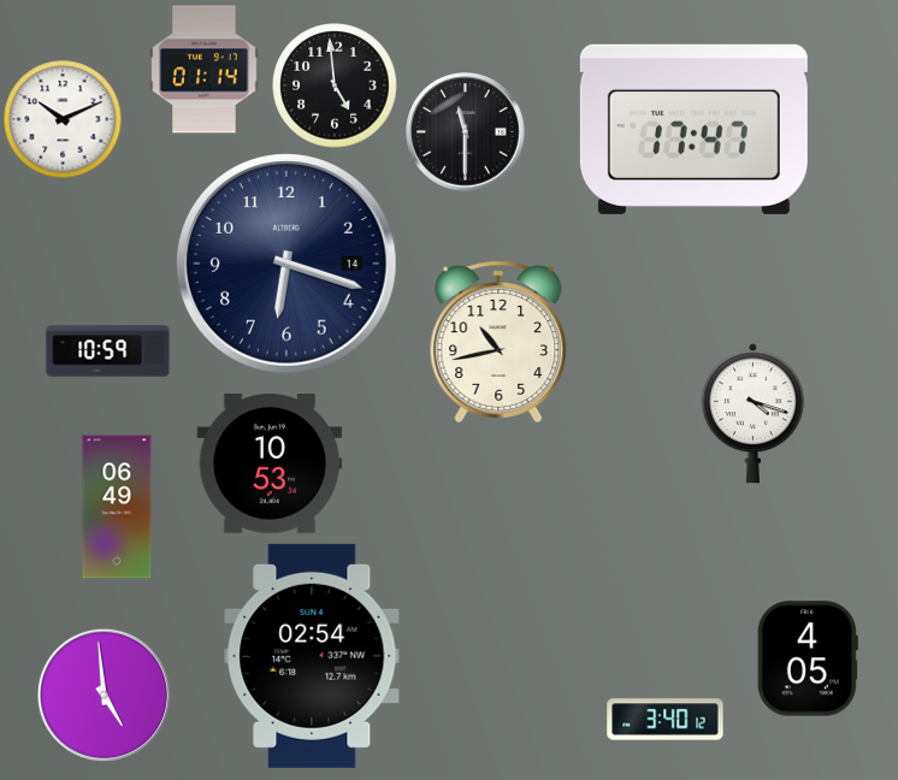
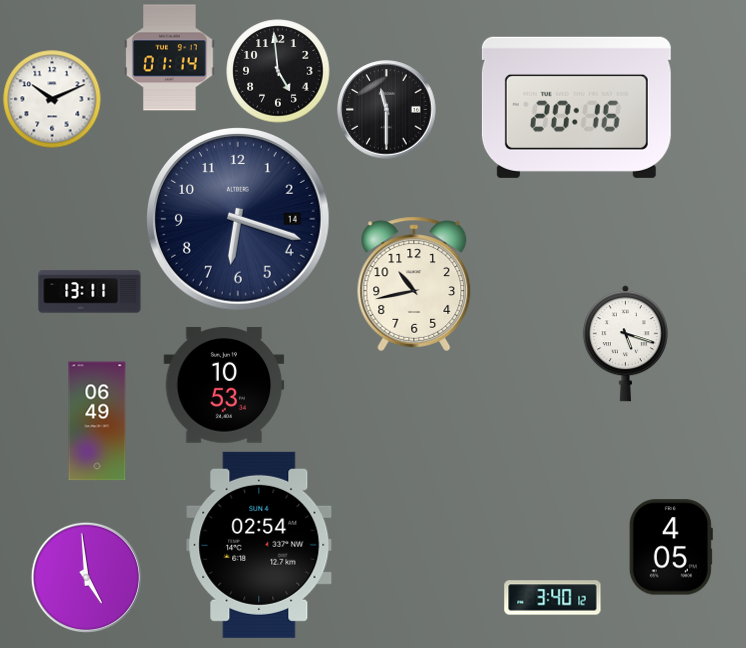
clock at (693, 129): 17:47 -> 20:16
clock at (108, 351): 10:59 -> 13:11
clock at (752, 414): 4:18 -> 5:18
